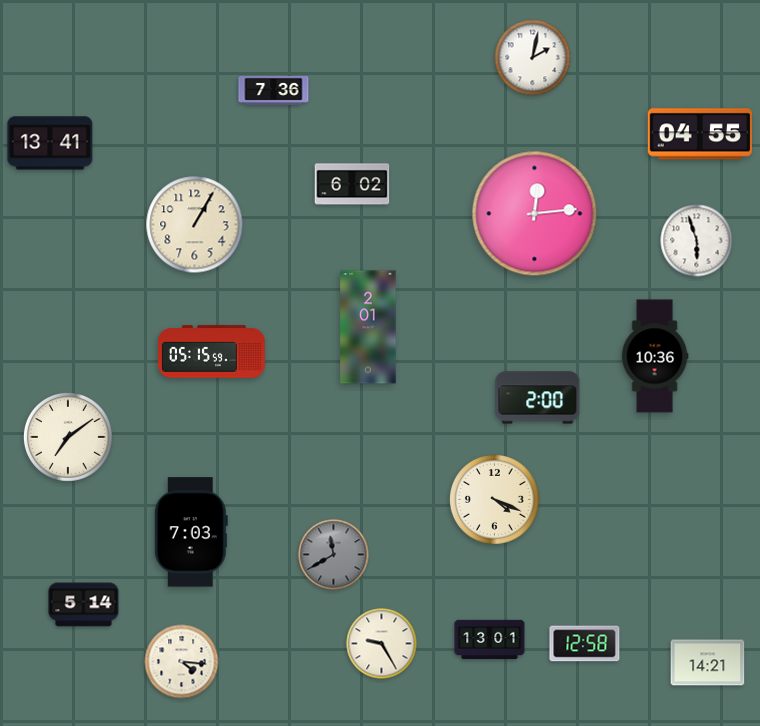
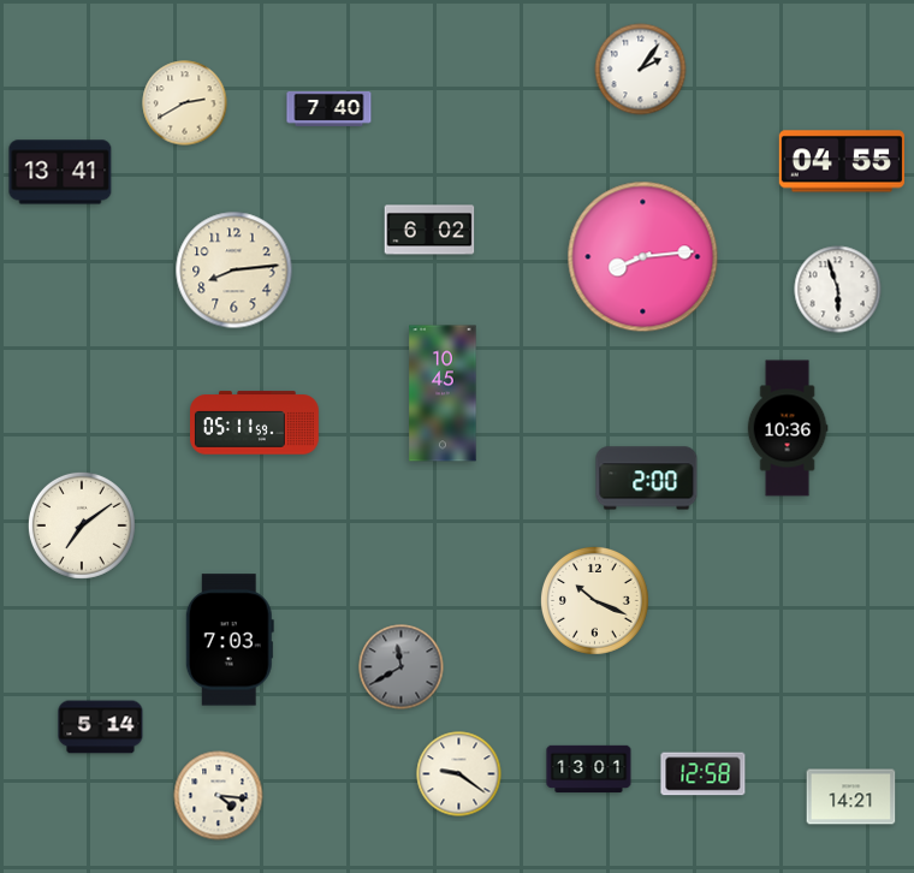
clock at (533, 58): 2:02 -> 2:06
clock at (185, 103): none -> 2:40
clock at (274, 90): 7:36 -> 7:40
clock at (352, 184) position: (352, 184) -> (429, 230)
clock at (535, 214): 12:14 -> 8:14
clock at (195, 225): 1:05 -> 8:14
clock at (368, 327): 2:01 -> 10:45
clock at (212, 352): 05:15 -> 05:11
clock at (494, 499): 4:19 -> 10:19
clock at (382, 644): 9:25 -> 9:21
